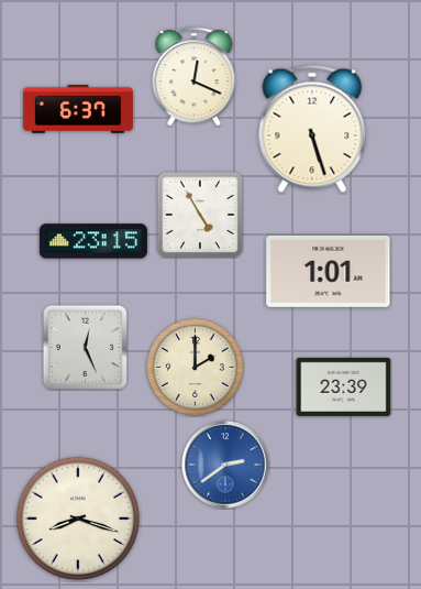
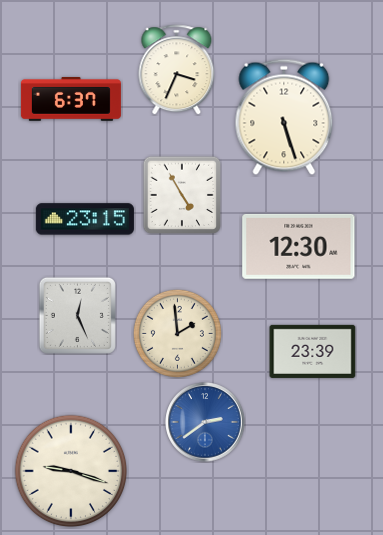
clock at (195, 77): 12:19 -> 3:34
clock at (329, 271): 1:01 -> 12:30
clock at (195, 367): 2:00 -> 1:59
clock at (78, 519): 8:18 -> 9:18
